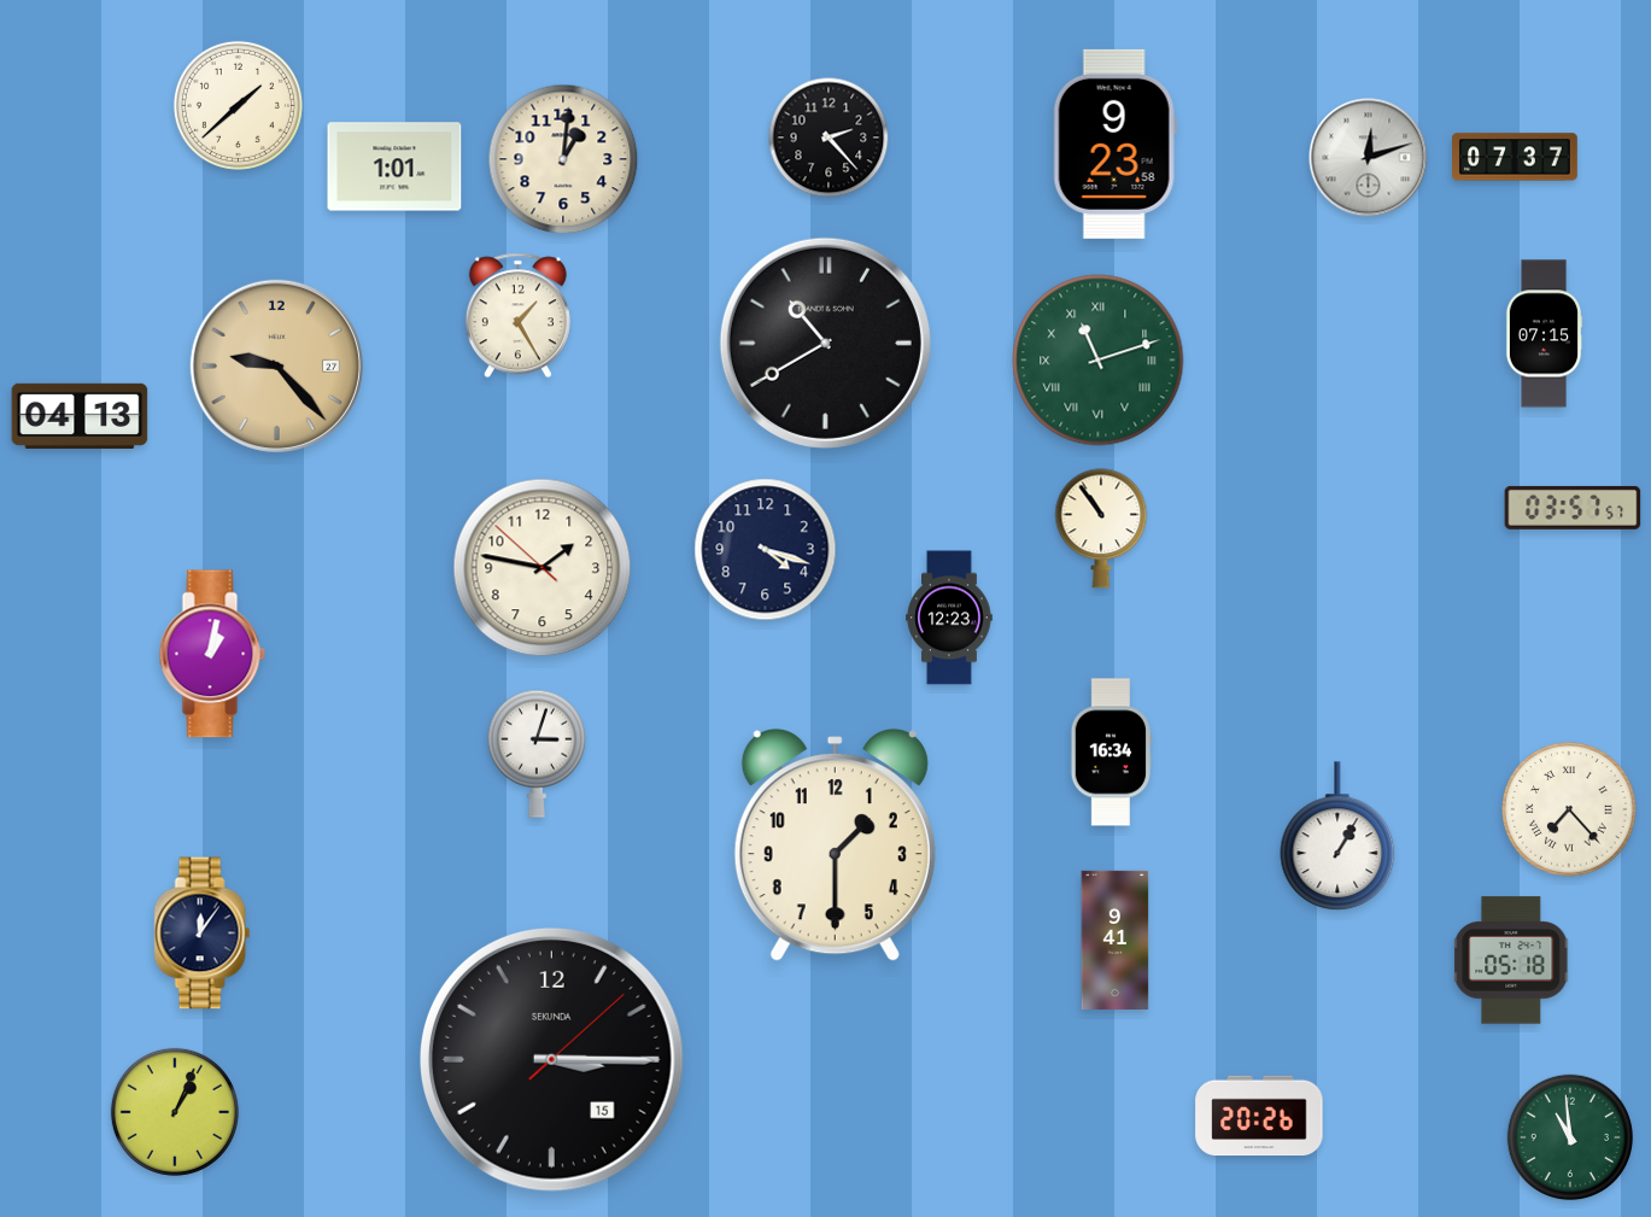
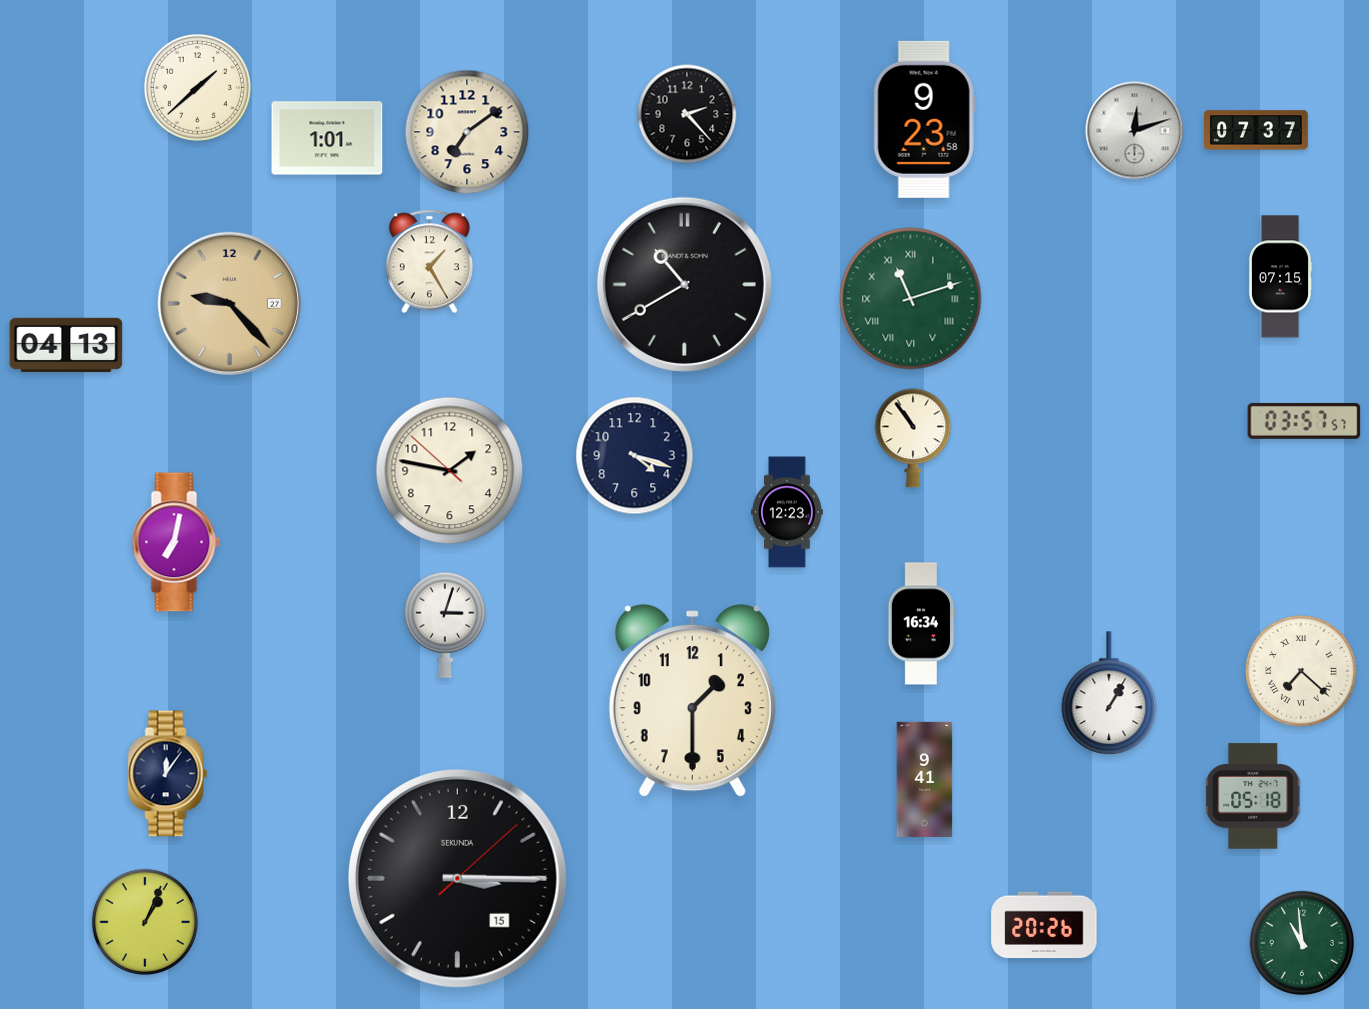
clock at (563, 159): 1:01 -> 7:09
clock at (212, 654): 1:02 -> 7:02
clock at (1569, 809): 7:23 -> 7:22
